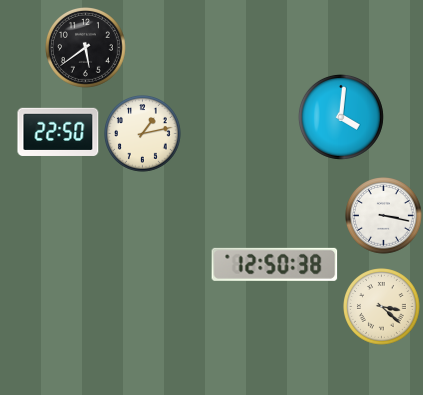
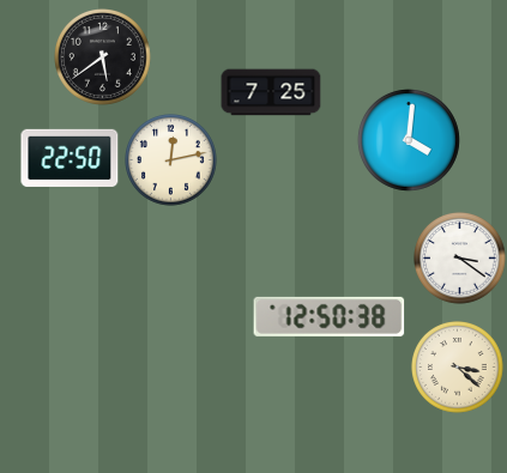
clock at (271, 92): none -> 7:25
clock at (143, 134): 1:13 -> 12:13
clock at (384, 216): 3:17 -> 3:21
